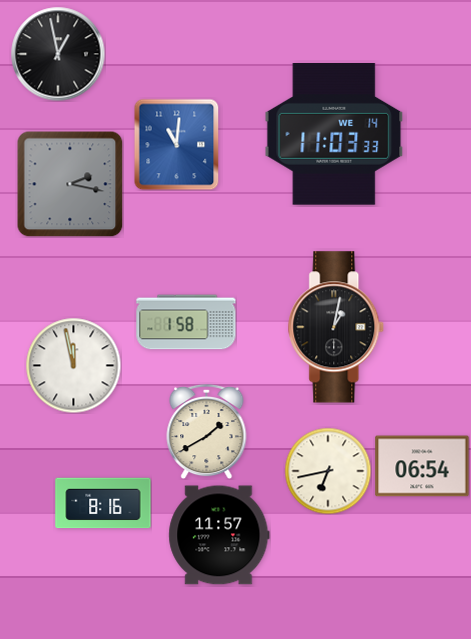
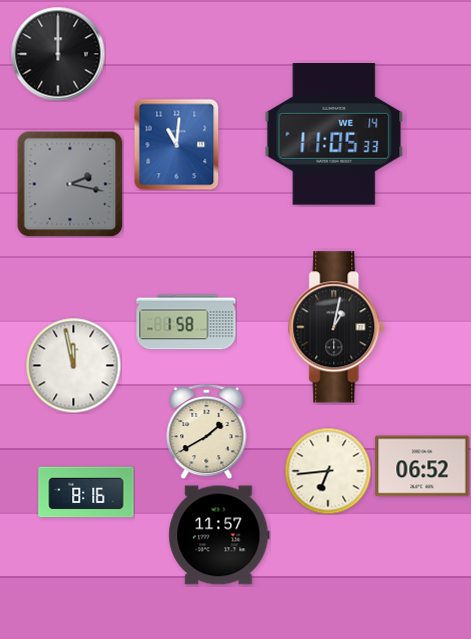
clock at (58, 54): 12:58 -> 12:00
clock at (334, 135): 11:03 -> 11:05
clock at (422, 466): 06:54 -> 06:52
clock at (328, 471): 6:43 -> 6:44
clock at (103, 503) position: (103, 503) -> (86, 492)
